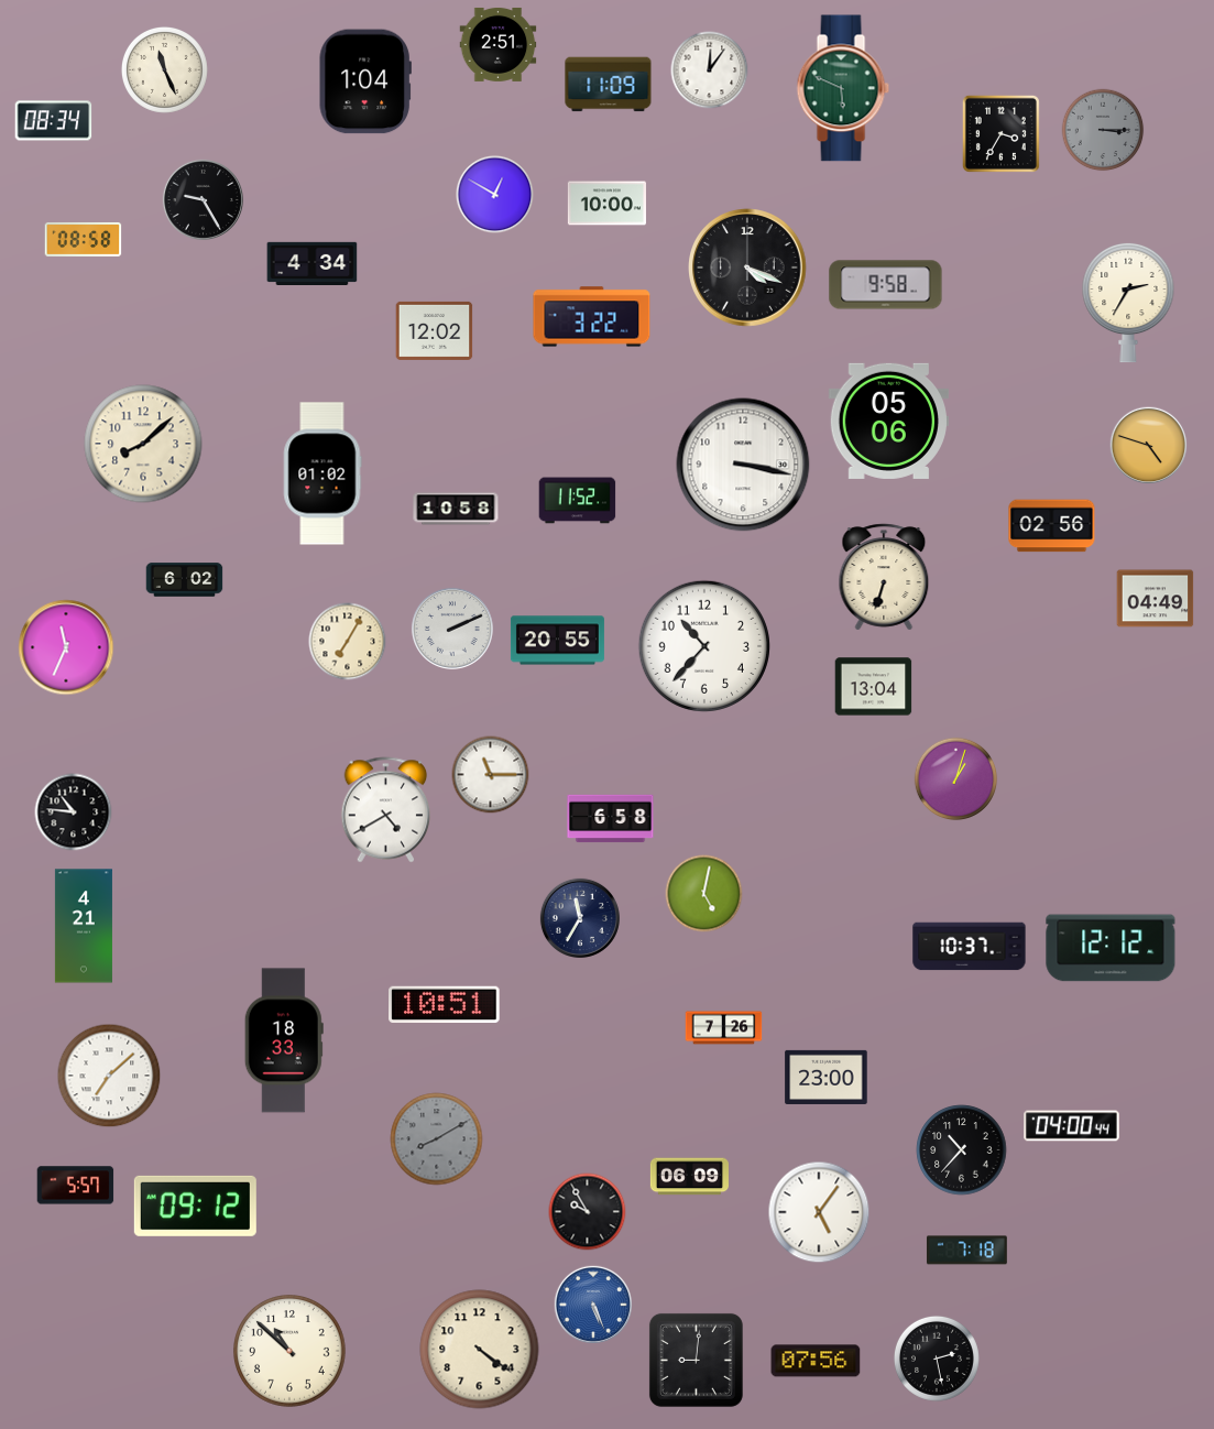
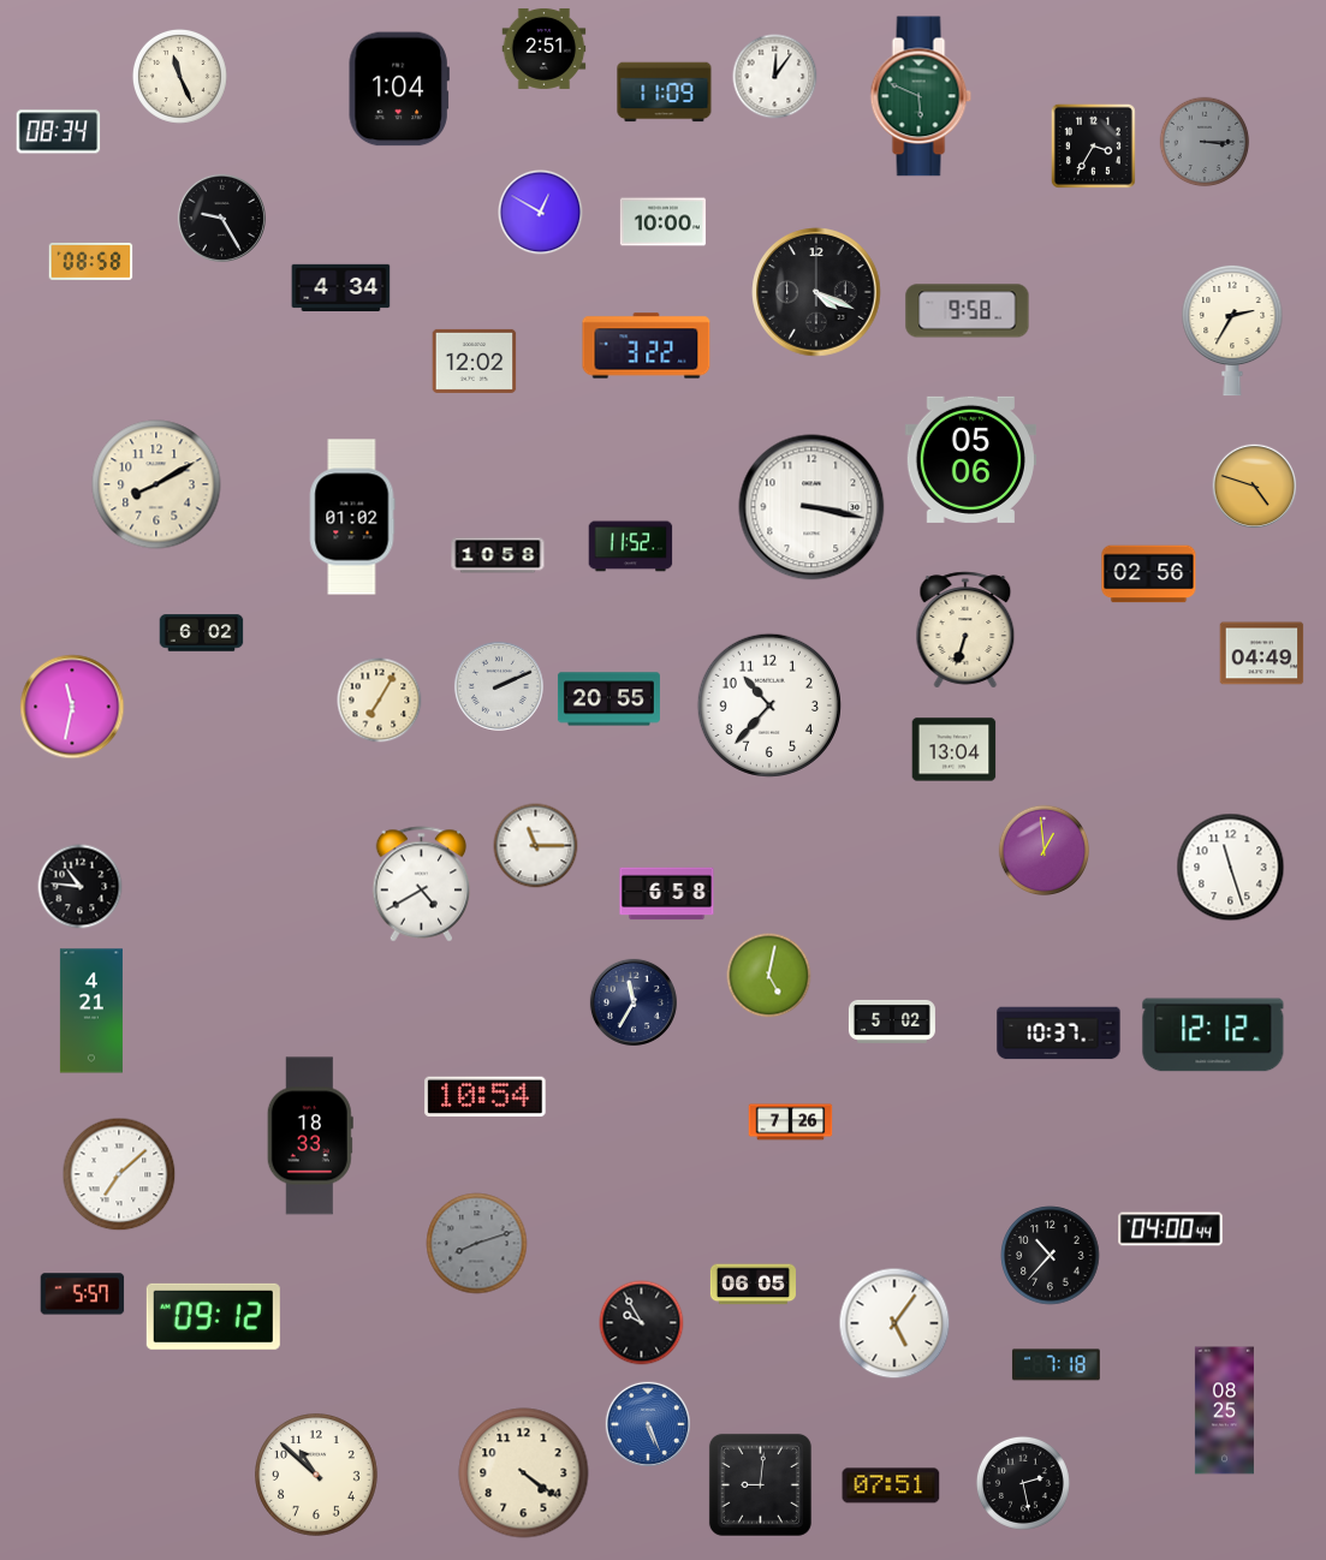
clock at (143, 444): 8:08 -> 8:10
clock at (452, 629) position: (452, 629) -> (499, 686)
clock at (66, 647): 11:34 -> 11:32
clock at (956, 779): 1:03 -> 12:59
clock at (1231, 868): none -> 11:27
clock at (892, 1022): none -> 5:02
clock at (445, 1004): 10:51 -> 10:54
clock at (827, 1077): 23:00 -> none
clock at (437, 1139): 8:10 -> 8:12
clock at (689, 1177): 06:09 -> 06:05
clock at (1224, 1411): none -> 08:25
clock at (816, 1361): 07:56 -> 07:51
